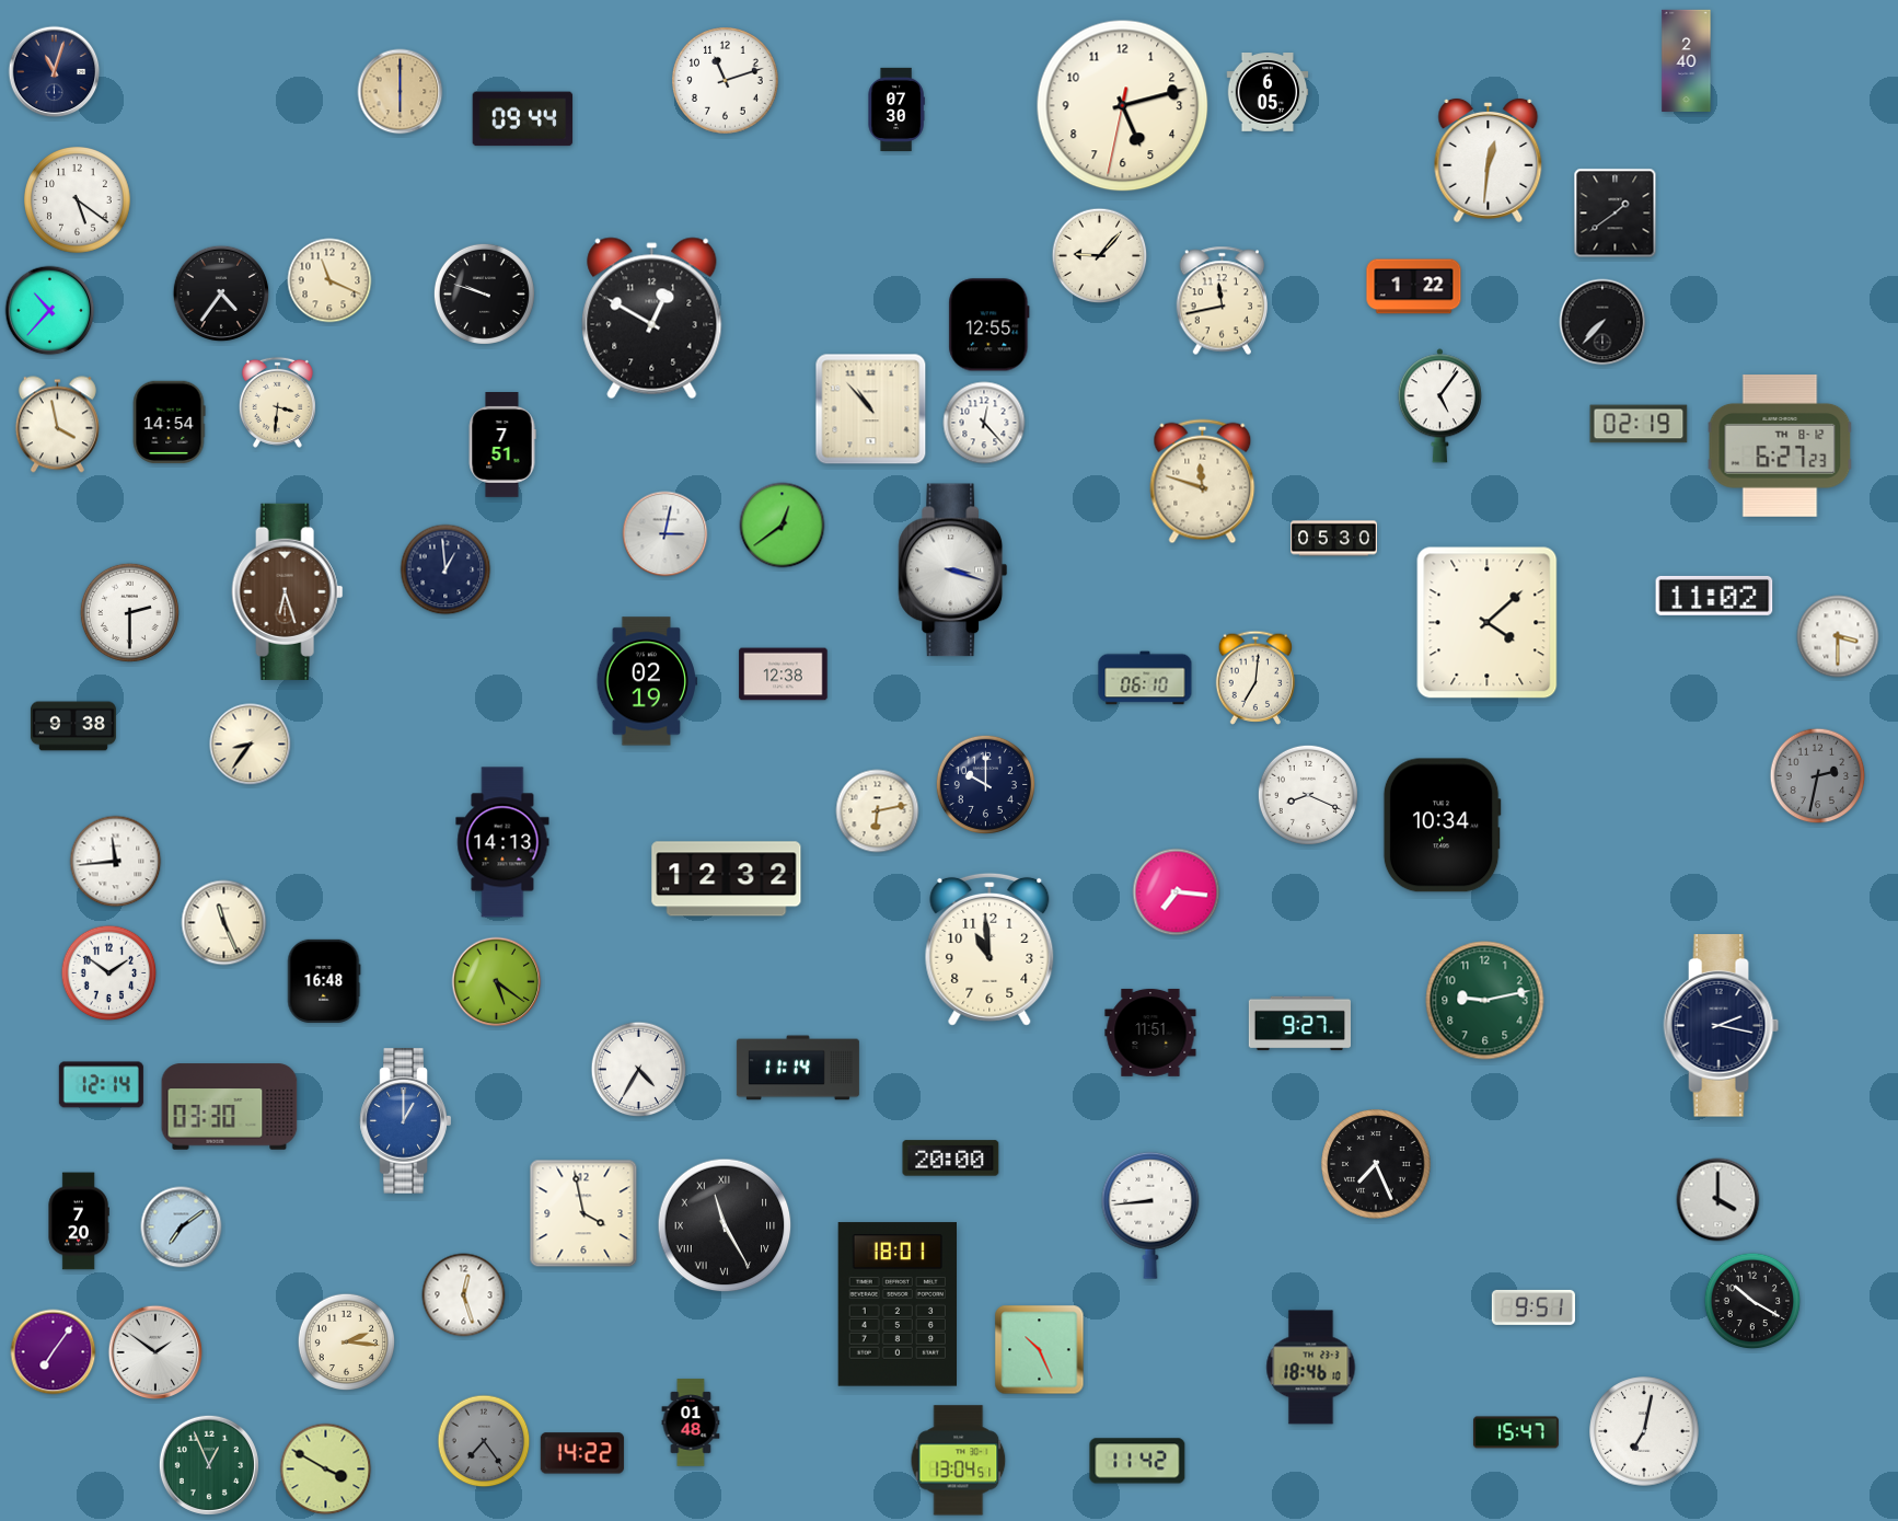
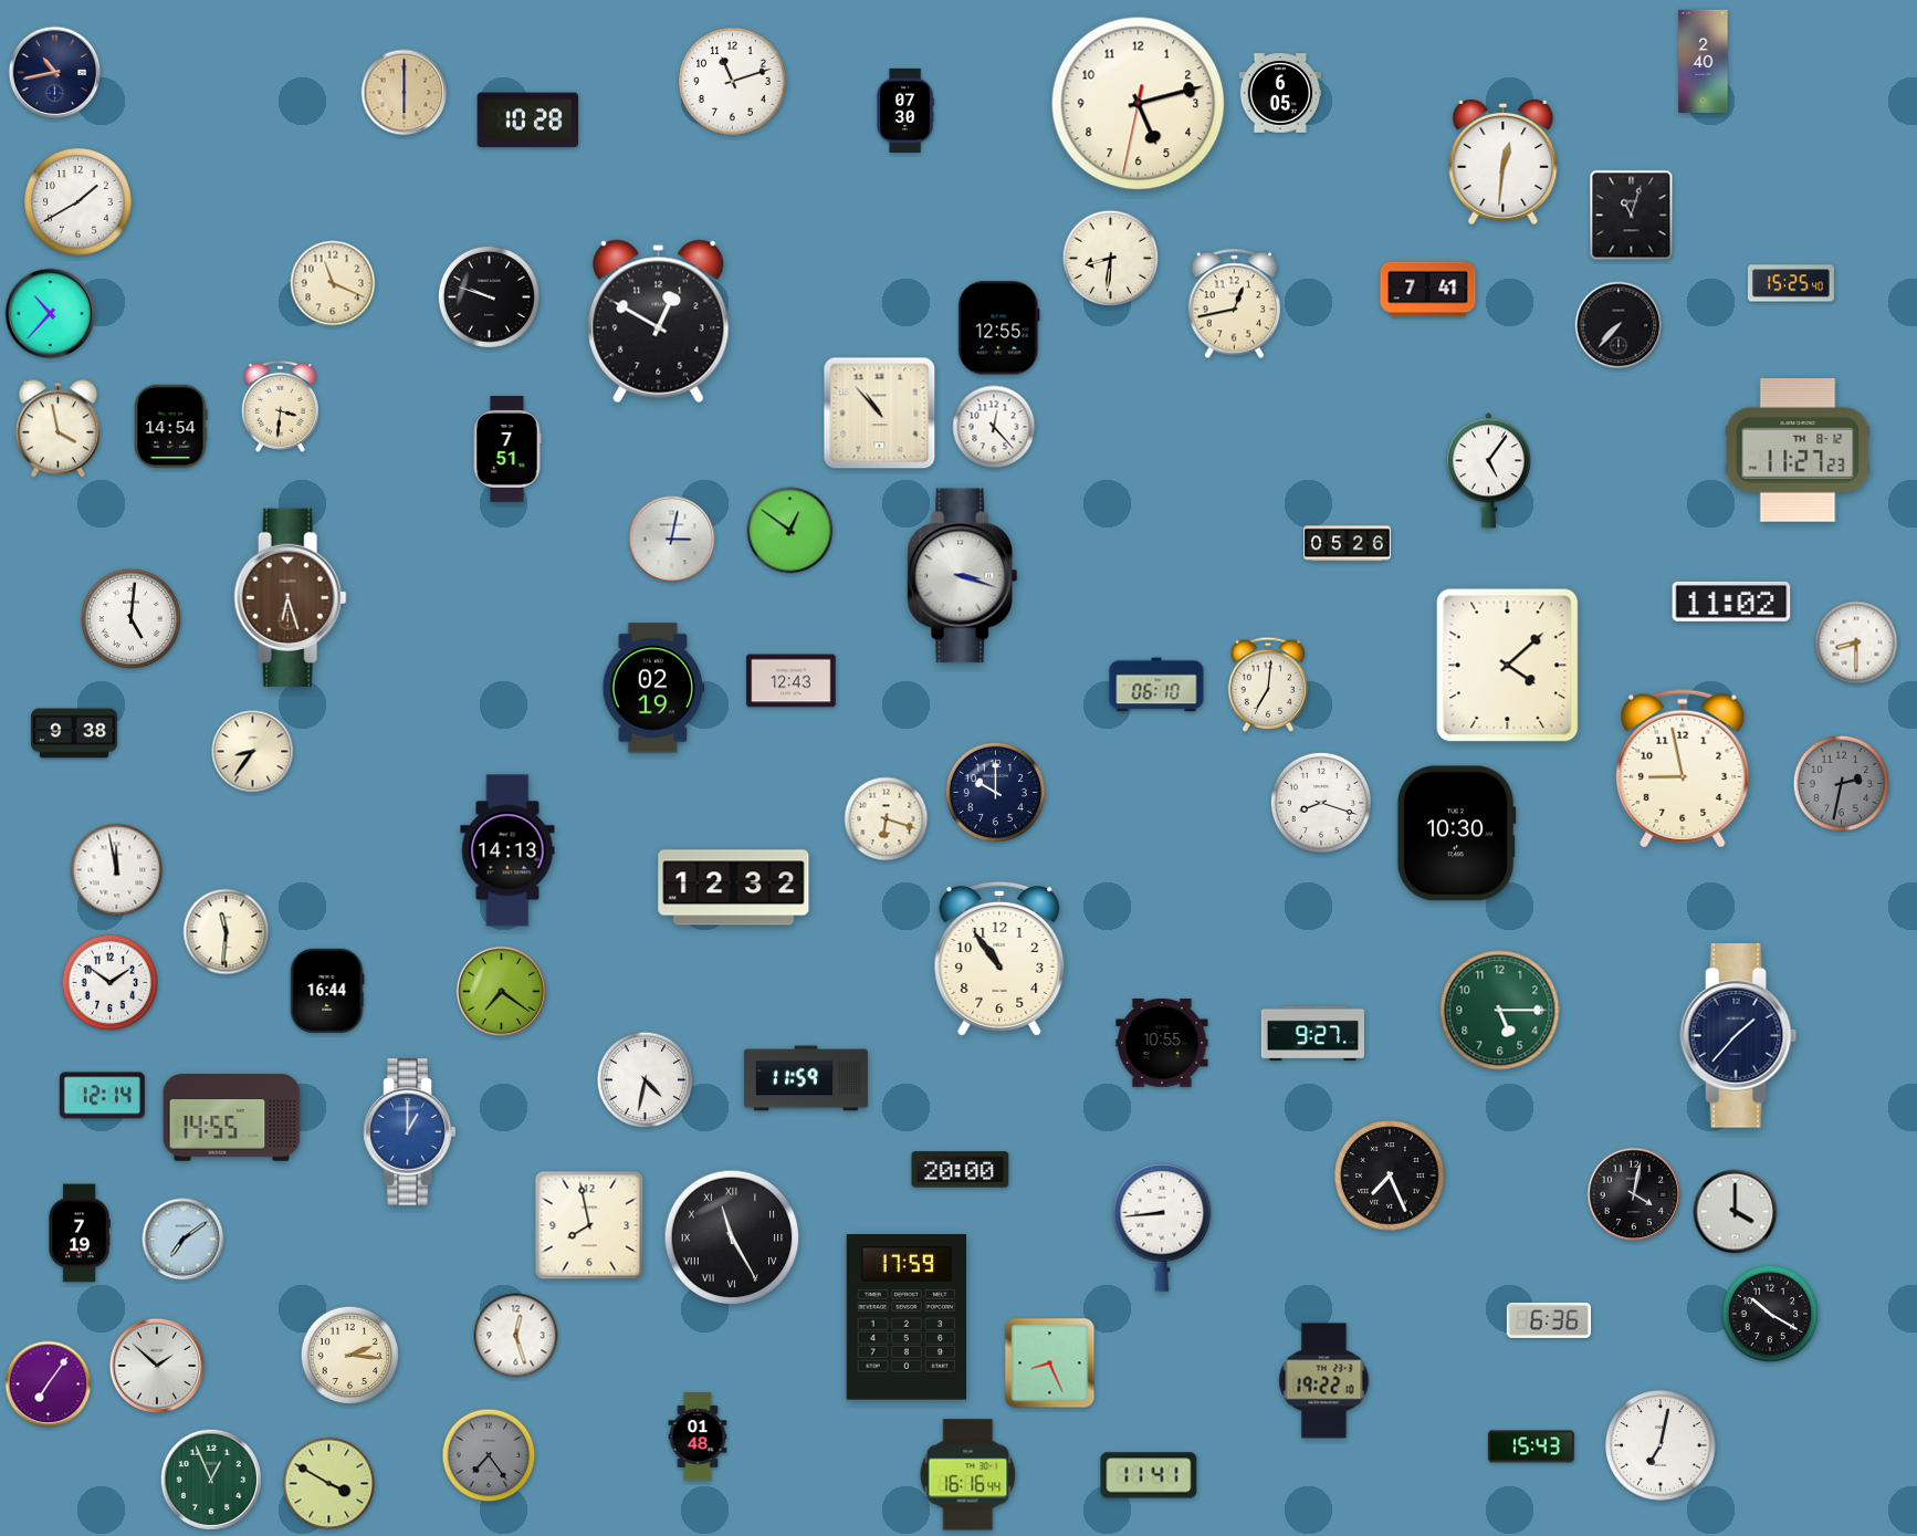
clock at (55, 72): 11:03 -> 10:43
clock at (1123, 106) position: (1123, 106) -> (1139, 104)
clock at (523, 119): 09:44 -> 10:28
clock at (78, 200): 5:21 -> 1:40
clock at (1616, 214): 1:39 -> 11:03
clock at (1100, 256): 9:07 -> 8:31
clock at (1791, 283): none -> 15:25
clock at (1414, 287): 1:22 -> 7:41
clock at (221, 293): 4:36 -> none
clock at (1223, 301): 11:43 -> 12:43
clock at (1439, 406) position: (1439, 406) -> (1488, 471)
clock at (1639, 424): 02:19 -> none
clock at (1780, 447): 6:27 -> 11:27
clock at (1203, 482): 11:48 -> none
clock at (783, 526): 12:39 -> 12:51
clock at (1334, 539): 05:30 -> 05:26
clock at (445, 569): 12:59 -> none
clock at (129, 612): 2:30 -> 5:01
clock at (1488, 623) position: (1488, 623) -> (1508, 666)
clock at (1838, 636): 3:30 -> 8:30
clock at (784, 675): 12:38 -> 12:43
clock at (1683, 769): none -> 8:58
clock at (1818, 776) position: (1818, 776) -> (1842, 784)
clock at (1308, 795): 8:19 -> 8:18
clock at (878, 811): 6:13 -> 6:18
clock at (1442, 826): 10:34 -> 10:30
clock at (116, 862): 11:44 -> 11:58
clock at (1177, 892): 7:16 -> none
clock at (224, 923): 11:26 -> 11:31
clock at (989, 949): 10:59 -> 10:54
clock at (324, 981): 16:48 -> 16:44
clock at (497, 982): 5:21 -> 7:21
clock at (1485, 1001): 9:13 -> 5:15
clock at (1722, 1026): 2:17 -> 1:37
clock at (1150, 1033): 11:51 -> 10:55
clock at (798, 1068): 11:14 -> 11:59
clock at (639, 1070): 4:35 -> 4:32
clock at (230, 1107): 03:30 -> 14:55
clock at (1634, 1194): none -> 4:02
clock at (583, 1213): 3:58 -> 7:58
clock at (79, 1221): 7:20 -> 7:19
clock at (464, 1295) position: (464, 1295) -> (516, 1336)
clock at (898, 1304): 18:01 -> 17:59
clock at (1534, 1307): 9:51 -> 6:36
clock at (1040, 1350): 10:26 -> 8:26
clock at (54, 1352) position: (54, 1352) -> (49, 1385)
clock at (155, 1352): 1:51 -> 1:52
clock at (1311, 1368): 18:46 -> 19:22
clock at (1516, 1432): 15:47 -> 15:43
clock at (582, 1453): 14:22 -> none
clock at (959, 1461): 13:04 -> 16:16
clock at (1137, 1461): 11:42 -> 11:41
